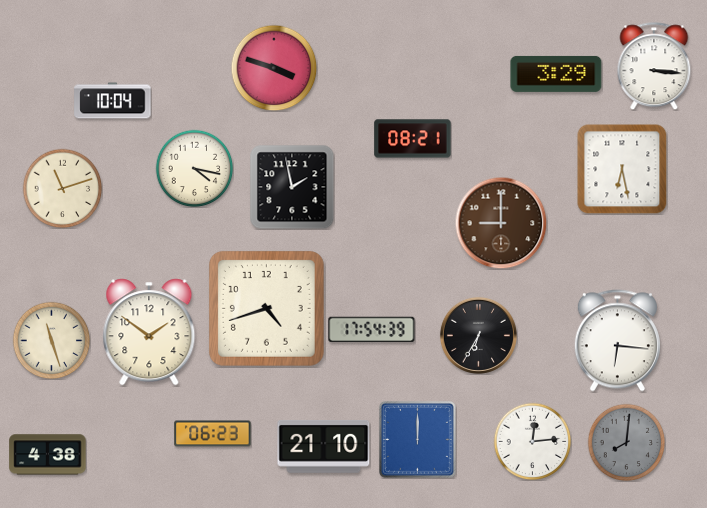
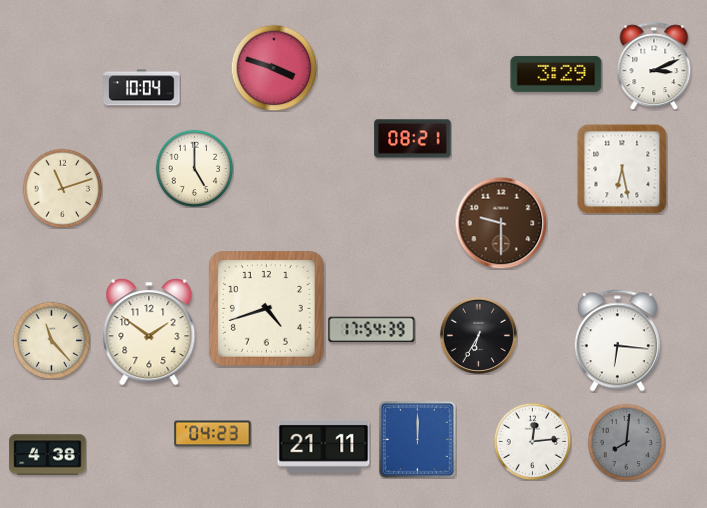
clock at (654, 66): 3:16 -> 3:11
clock at (113, 101) position: (113, 101) -> (142, 88)
clock at (194, 168): 4:17 -> 5:00
clock at (292, 187): 1:58 -> none
clock at (501, 223): 9:00 -> 9:30
clock at (51, 340): 11:27 -> 11:23
clock at (213, 434): 06:23 -> 04:23
clock at (324, 446): 21:10 -> 21:11
